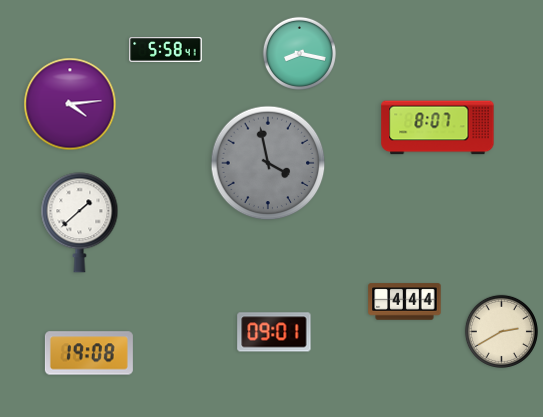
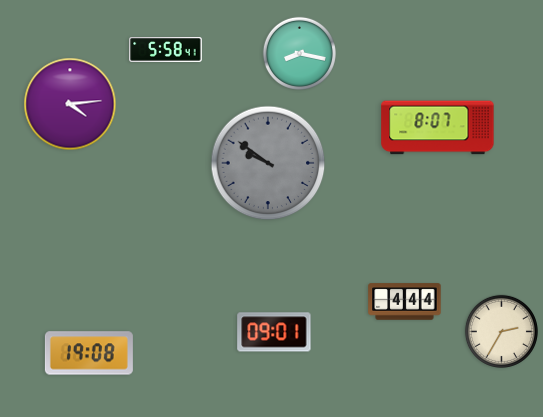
clock at (268, 163): 3:58 -> 9:51
clock at (80, 223): 1:38 -> none
clock at (501, 331): 2:40 -> 2:35
